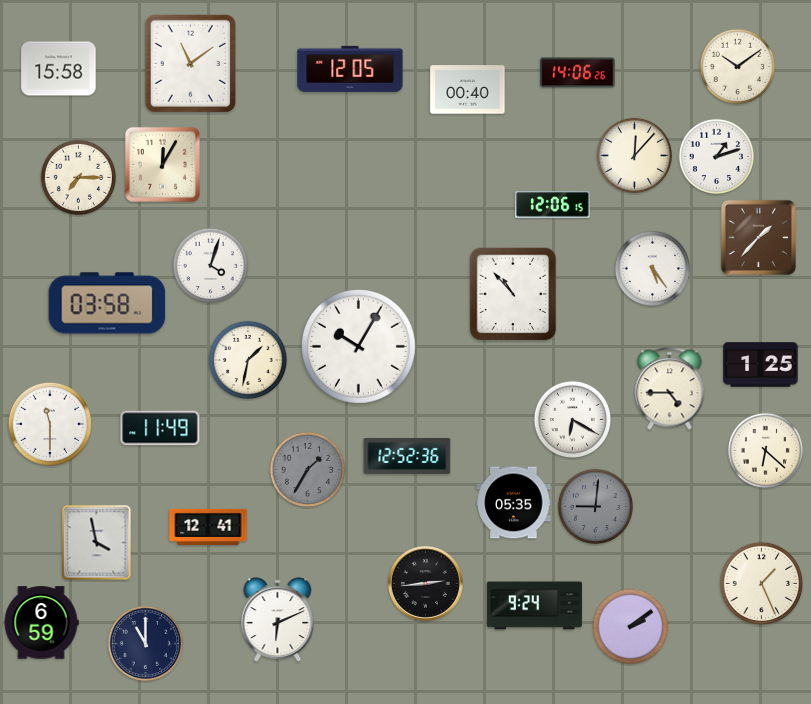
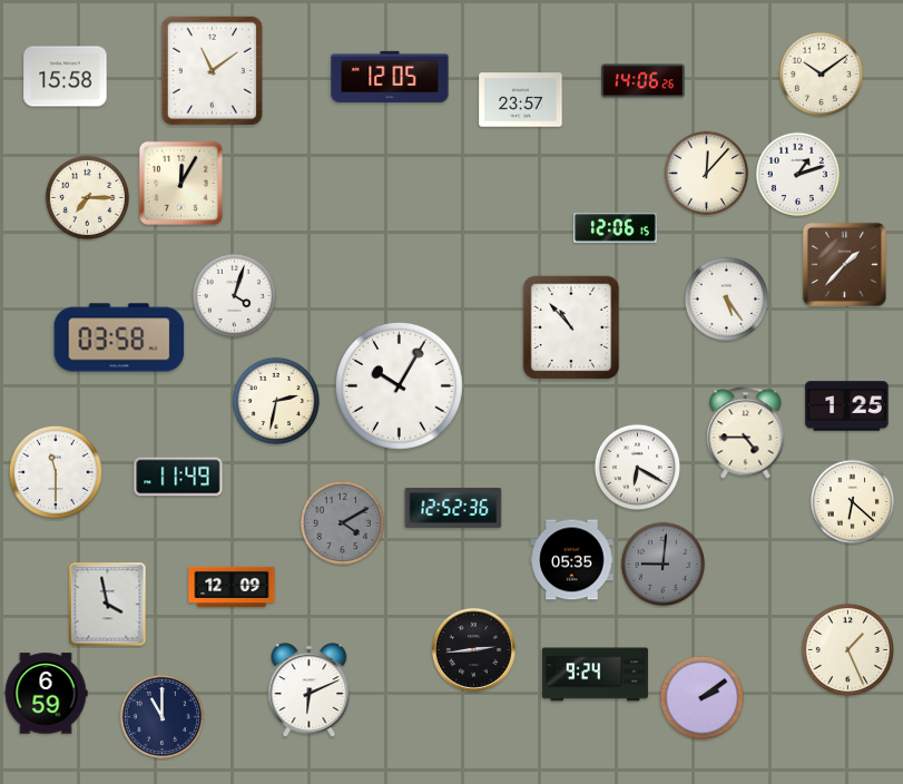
clock at (468, 90): 00:40 -> 23:57
clock at (247, 359): 1:32 -> 2:32
clock at (308, 470): 1:35 -> 4:10
clock at (208, 527): 12:41 -> 12:09
